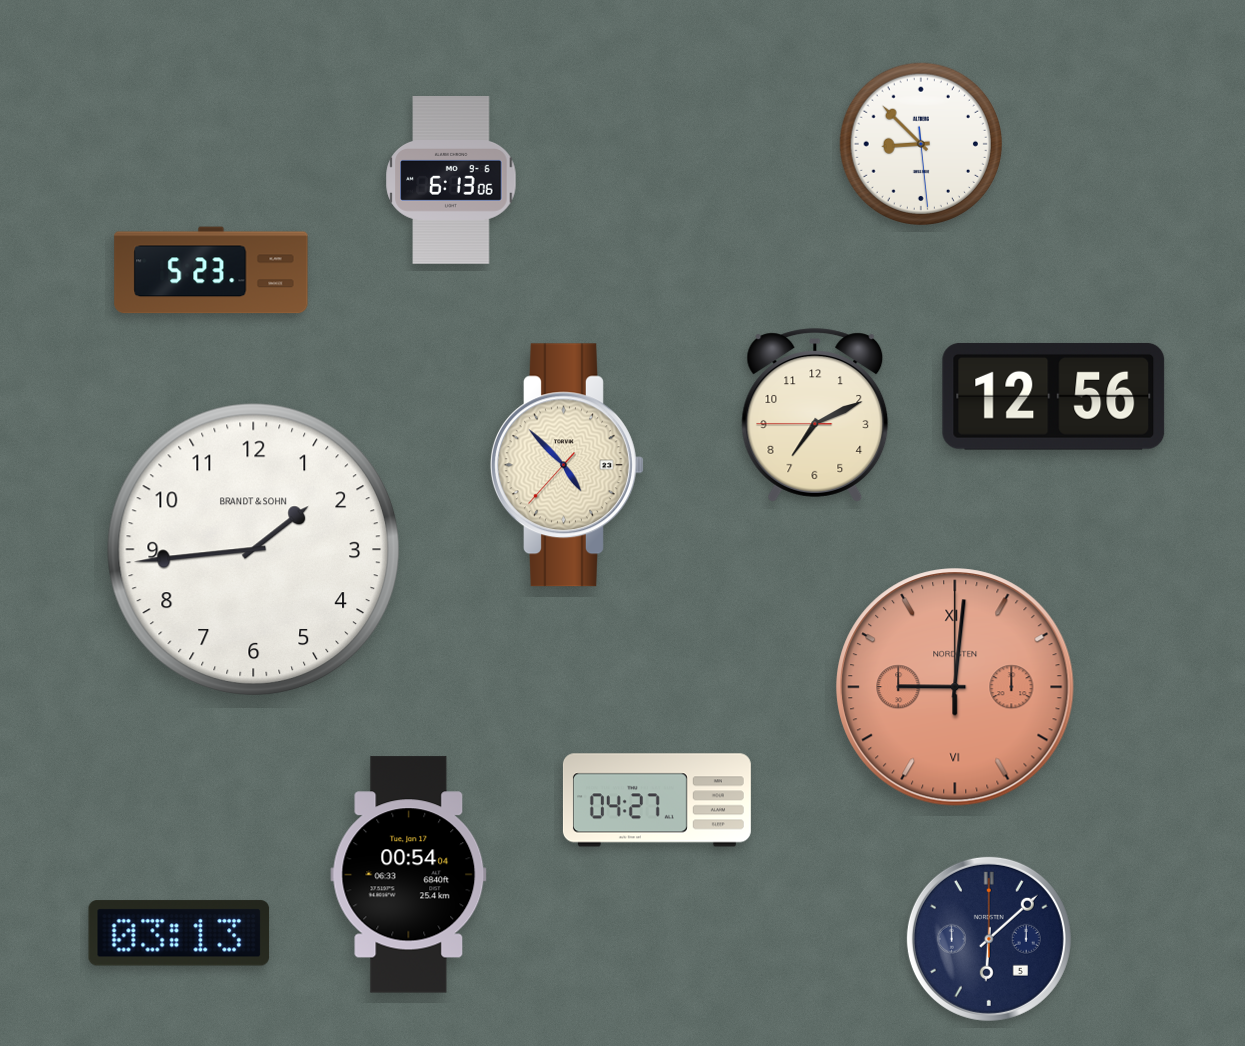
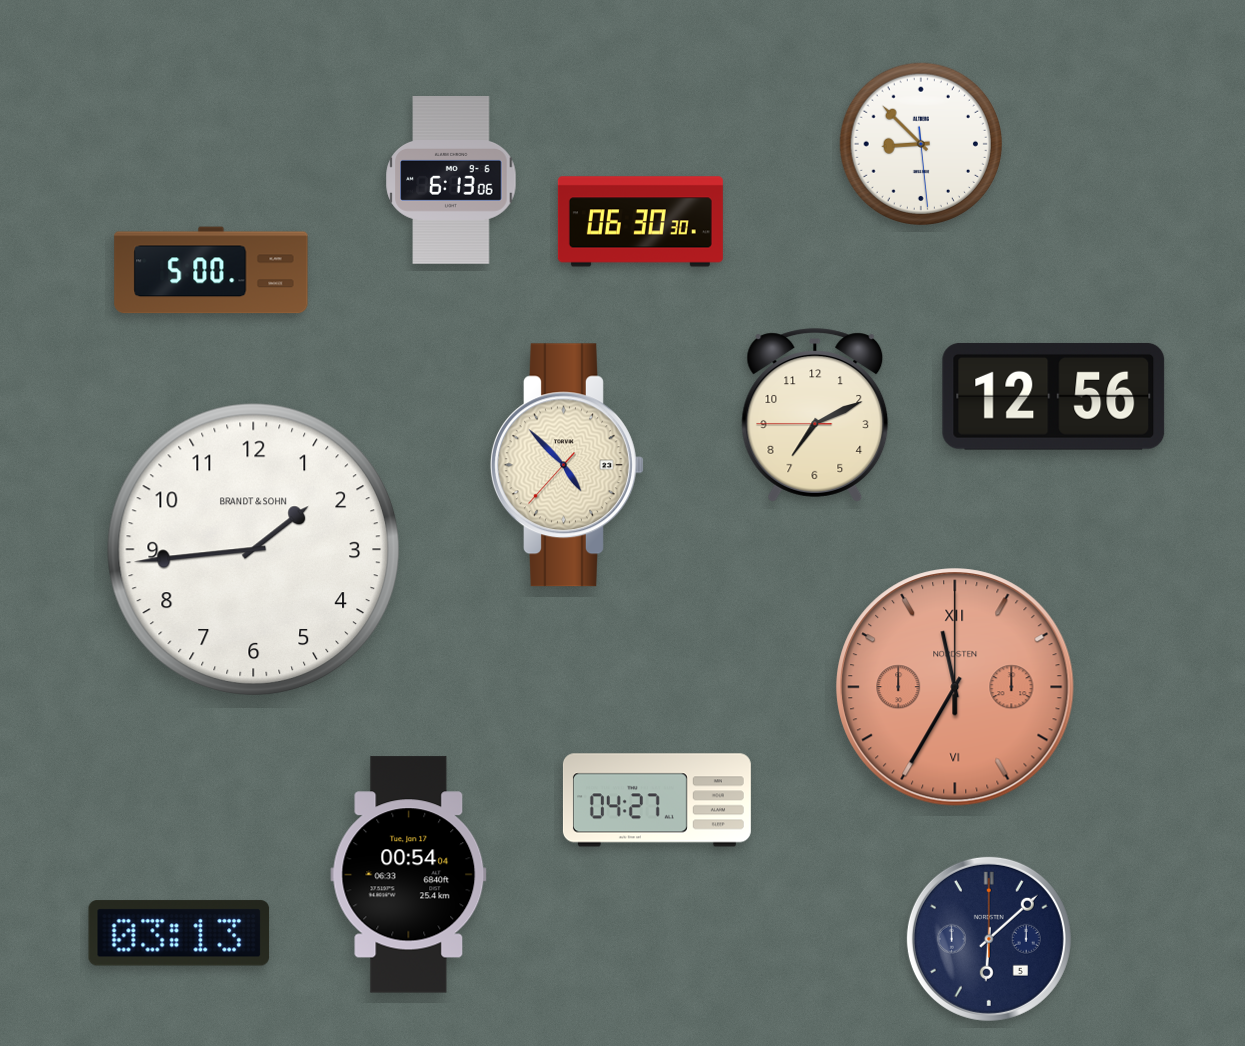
clock at (640, 222): none -> 06:30
clock at (211, 270): 5:23 -> 5:00
clock at (955, 687): 9:01 -> 11:35
